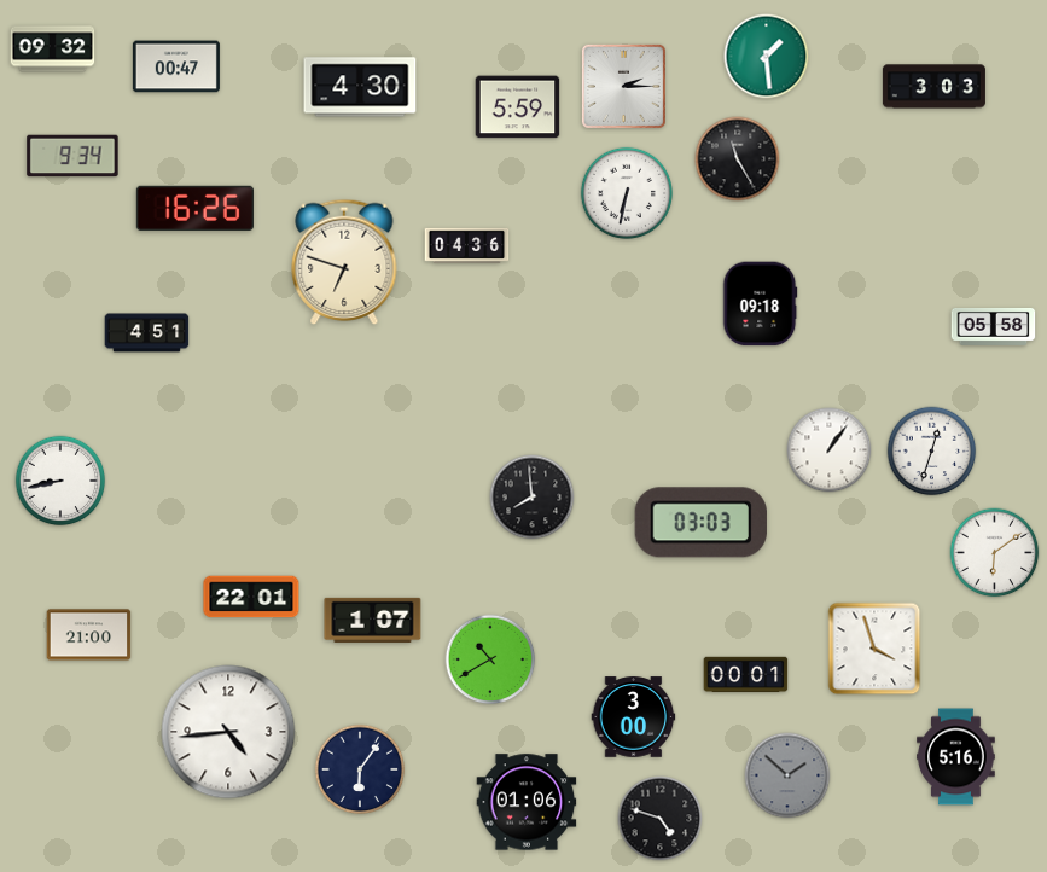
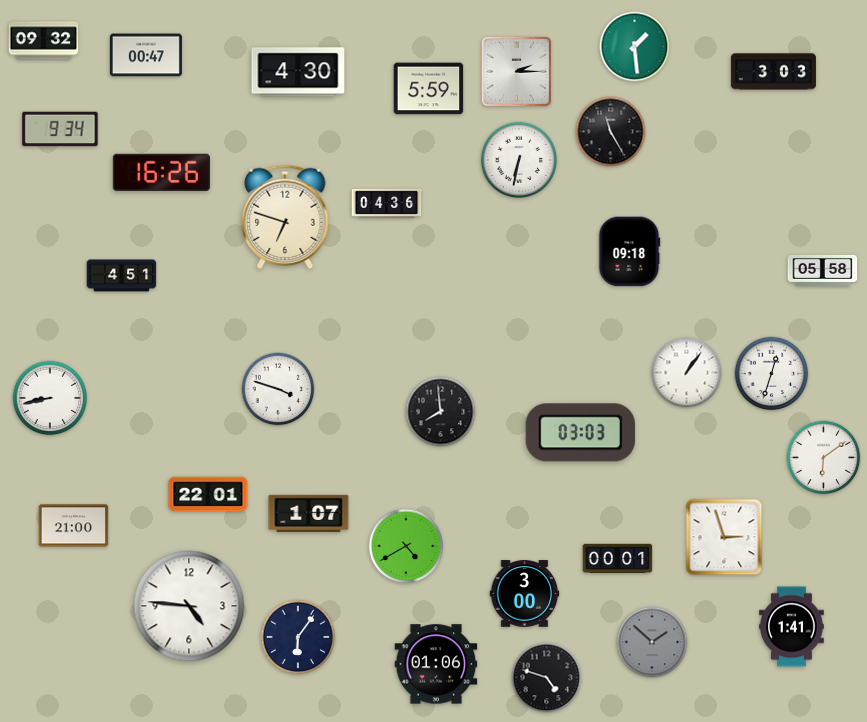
clock at (278, 389): none -> 3:48
clock at (874, 649): 3:57 -> 2:57
clock at (490, 659): 10:40 -> 4:40
clock at (228, 732): 4:44 -> 4:46
clock at (956, 757): 5:16 -> 1:41
